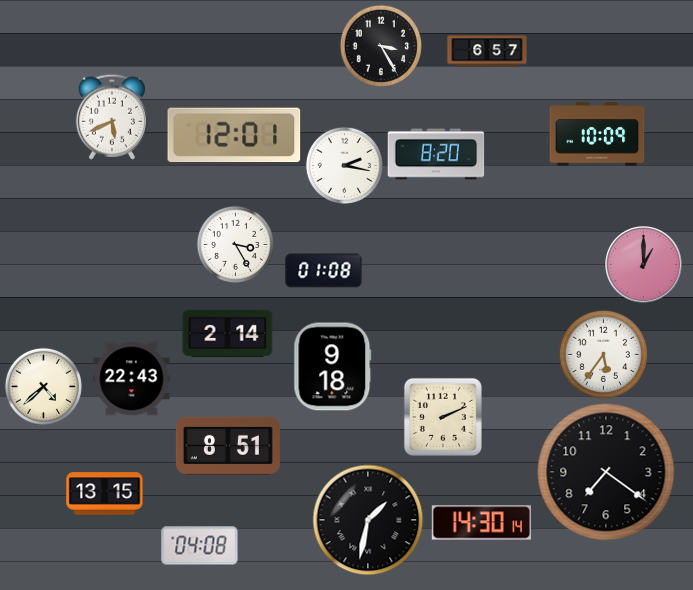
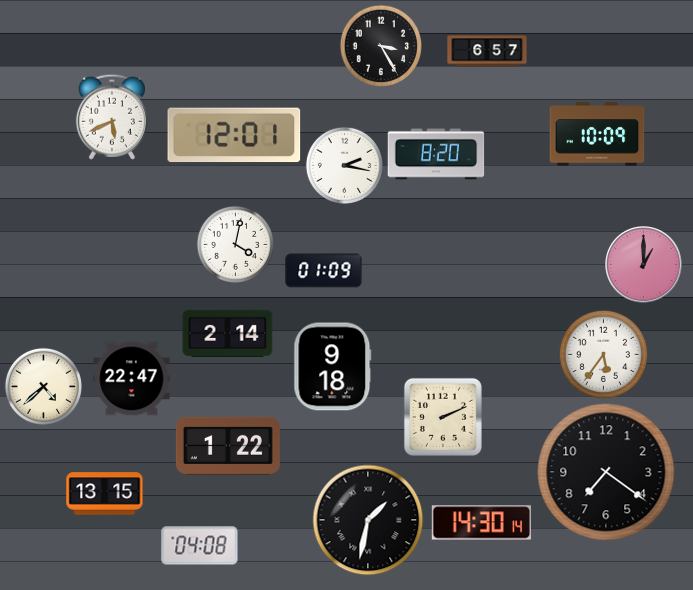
clock at (235, 244): 3:25 -> 4:02
clock at (324, 271): 01:08 -> 01:09
clock at (132, 379): 22:43 -> 22:47
clock at (228, 446): 8:51 -> 1:22
